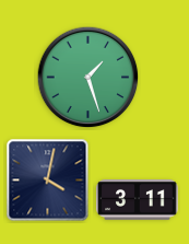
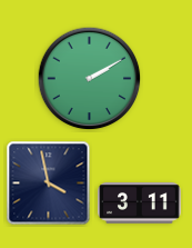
clock at (88, 78): 1:27 -> 2:10
clock at (48, 181): 4:02 -> 3:58
